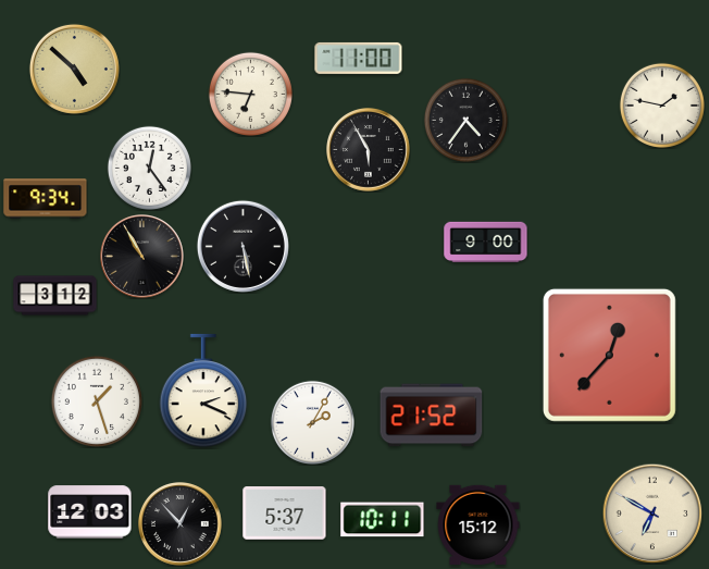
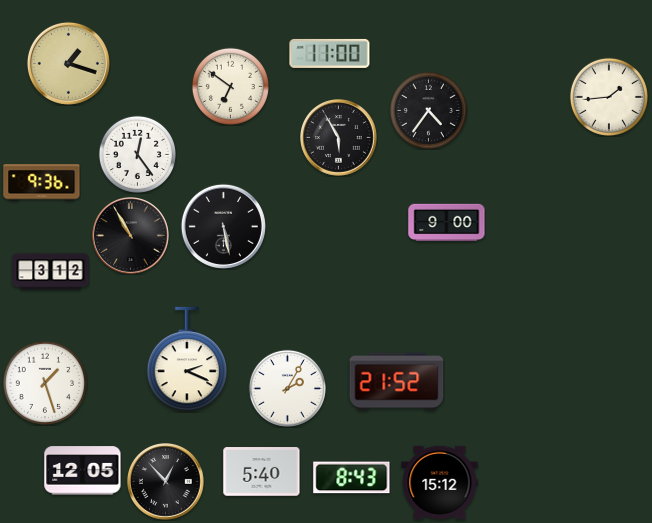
clock at (74, 69): 4:52 -> 1:18
clock at (250, 94): 6:46 -> 6:51
clock at (662, 106): 1:47 -> 1:44
clock at (46, 199): 9:34 -> 9:36
clock at (609, 355): 12:37 -> none
clock at (96, 400) position: (96, 400) -> (44, 382)
clock at (90, 512): 12:03 -> 12:05
clock at (285, 514): 5:37 -> 5:40
clock at (652, 514): 6:50 -> none
clock at (383, 520): 10:11 -> 8:43
